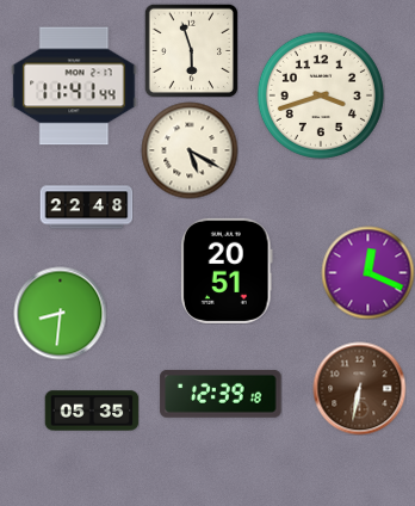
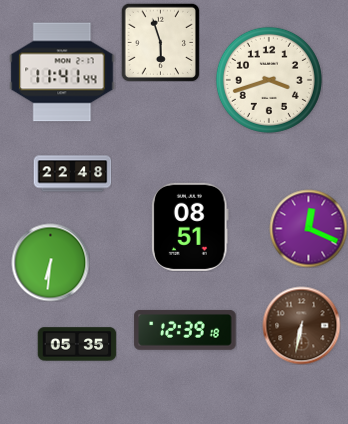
clock at (190, 150): 5:20 -> none
clock at (228, 271): 20:51 -> 08:51
clock at (60, 313): 8:31 -> 6:31
